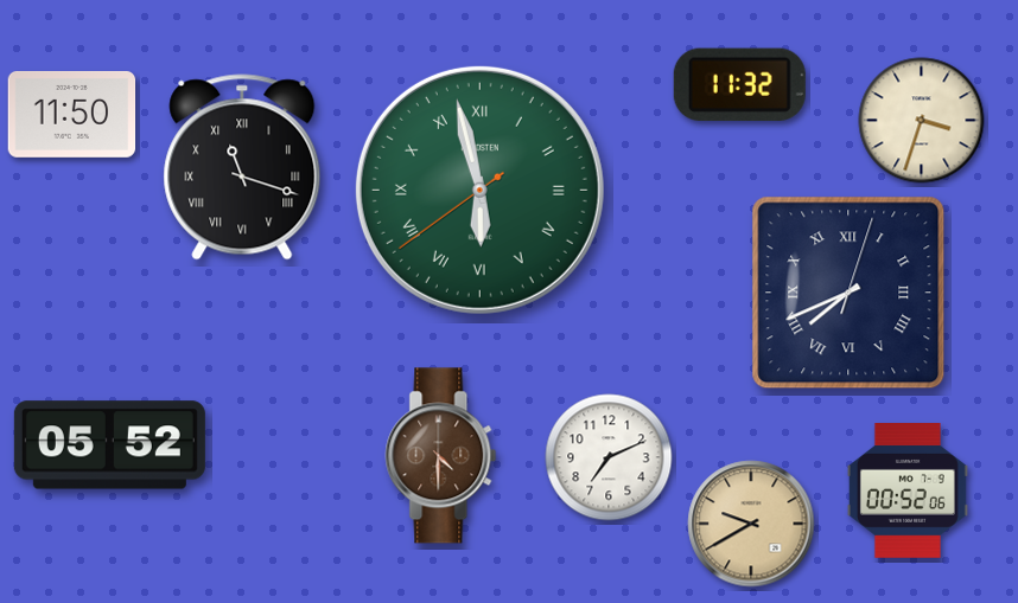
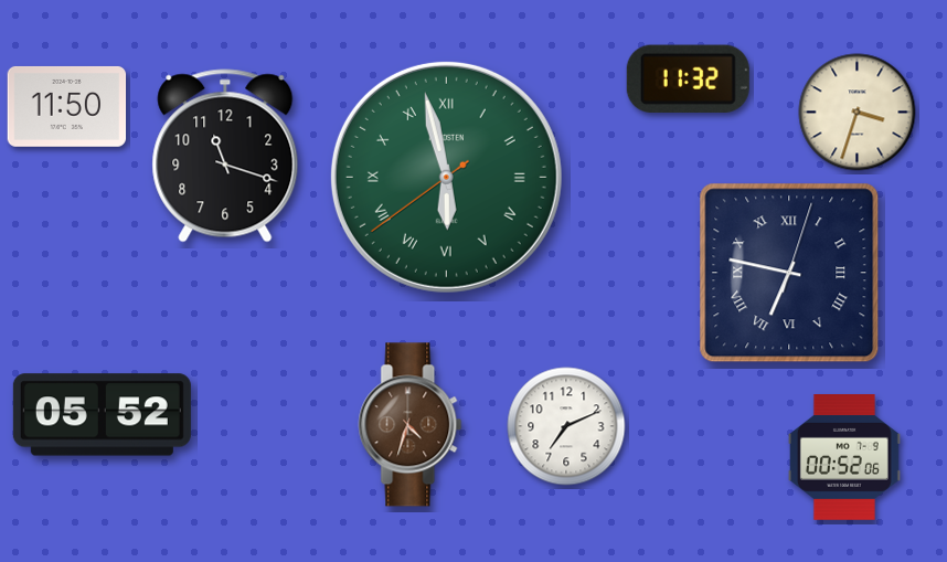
clock at (242, 167) numerals: Roman -> Arabic
clock at (848, 293): 7:41 -> 6:47
clock at (441, 456): 4:30 -> 4:33
clock at (751, 524): 9:40 -> none
